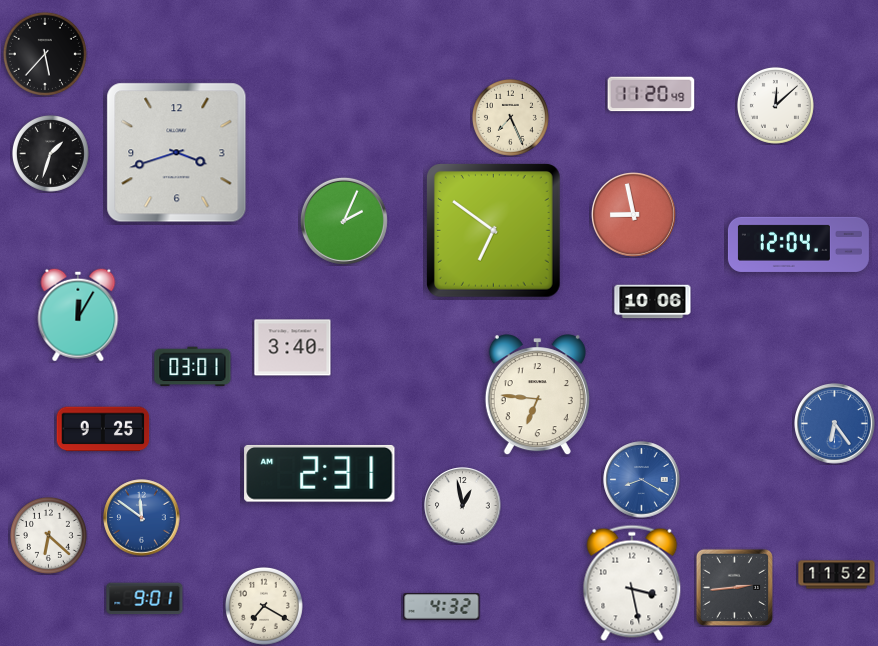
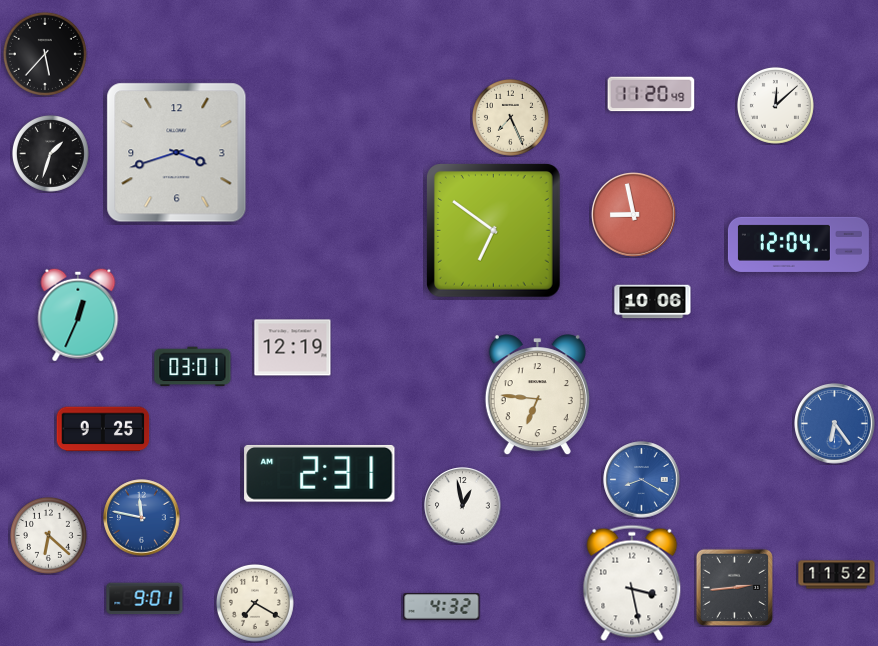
clock at (344, 221): 2:04 -> none
clock at (78, 315): 12:05 -> 12:34
clock at (293, 348): 3:40 -> 12:19
clock at (142, 518): 11:51 -> 11:47
clock at (264, 606) position: (264, 606) -> (255, 603)
